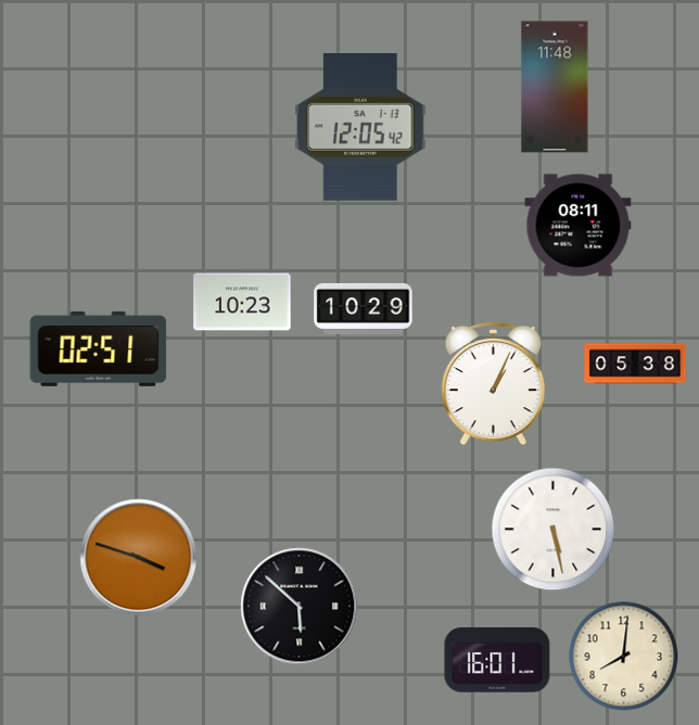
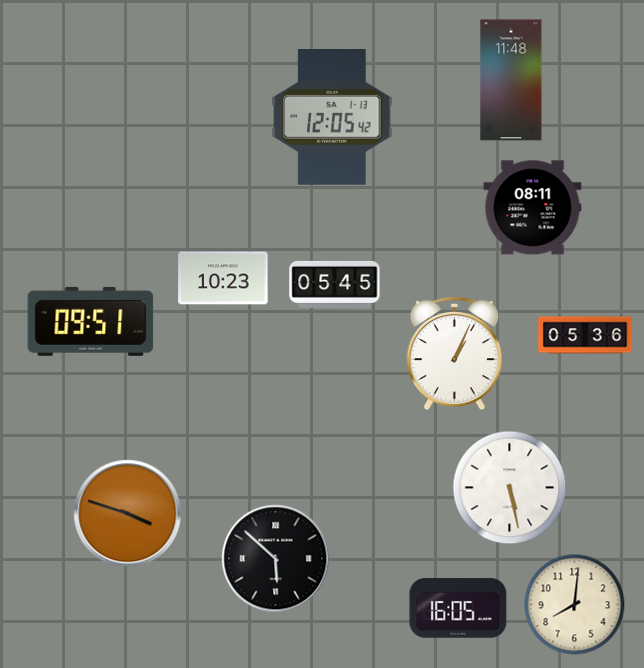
clock at (364, 308): 10:29 -> 05:45
clock at (99, 348): 02:51 -> 09:51
clock at (635, 364): 05:38 -> 05:36
clock at (497, 660): 16:01 -> 16:05
